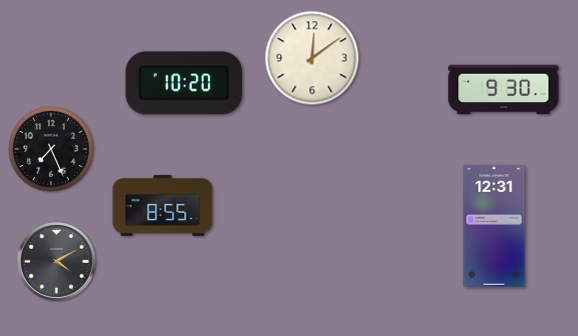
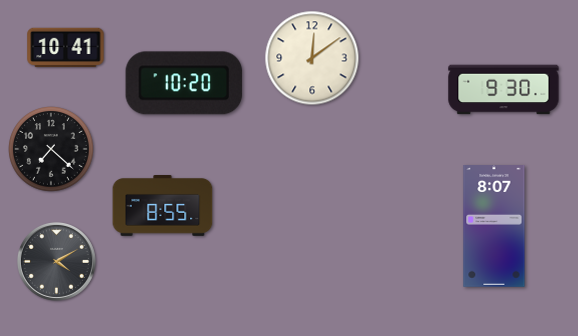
clock at (66, 48): none -> 10:41
clock at (51, 149): 7:26 -> 7:22
clock at (494, 227): 12:31 -> 8:07
